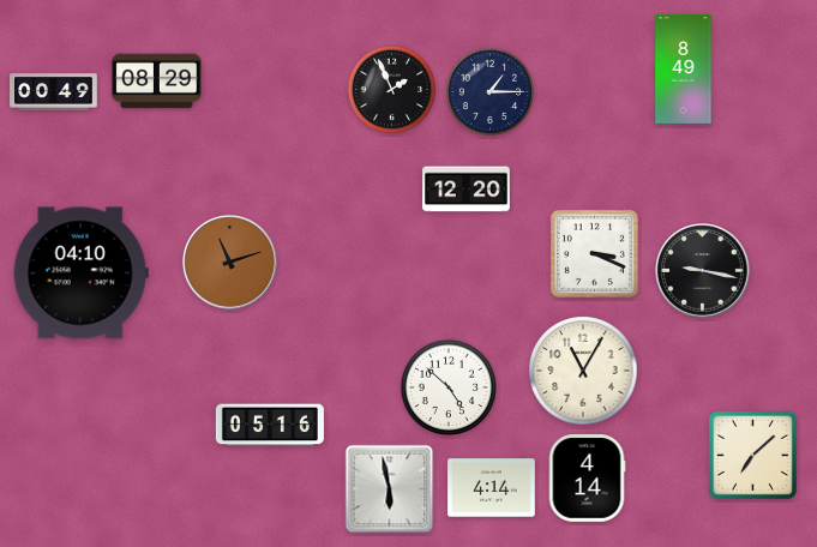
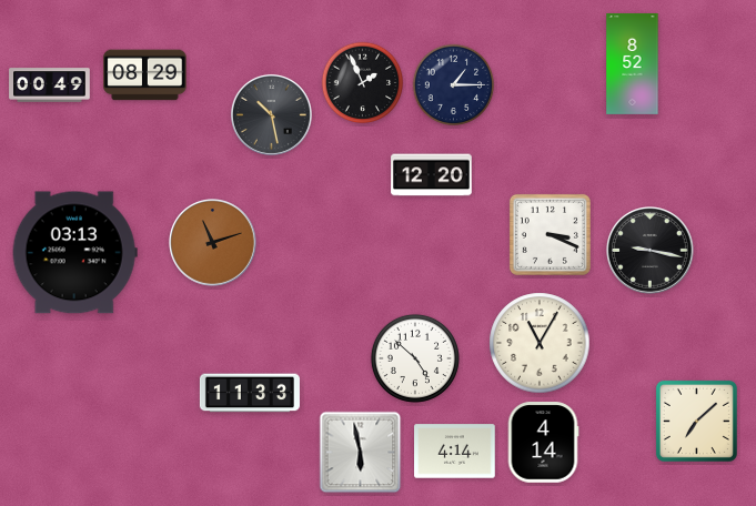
clock at (684, 68): 8:49 -> 8:52
clock at (271, 114): none -> 10:28
clock at (80, 273): 04:10 -> 03:13
clock at (270, 425): 05:16 -> 11:33
